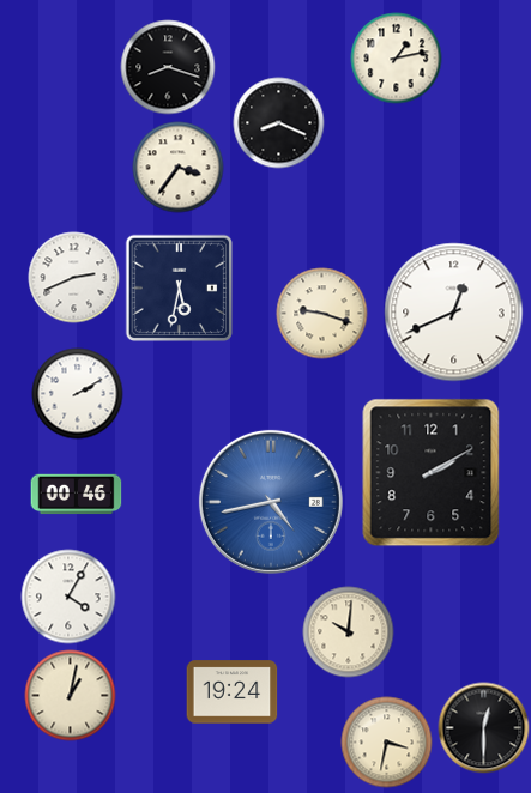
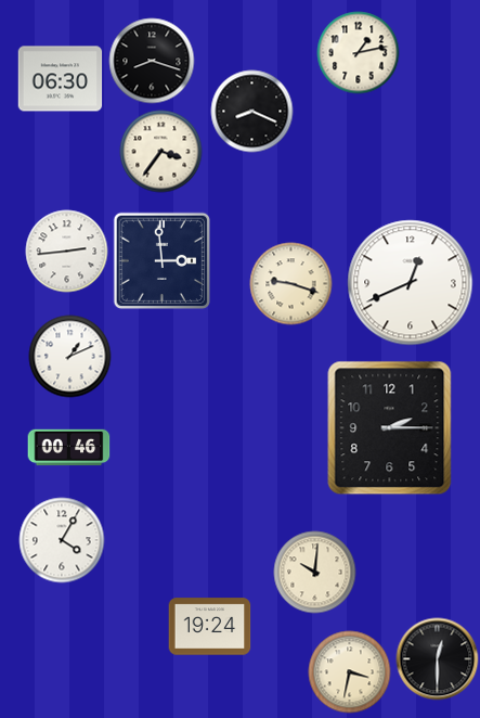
clock at (61, 79): none -> 06:30
clock at (74, 278): 2:41 -> 2:44
clock at (180, 289): 5:32 -> 2:59
clock at (78, 394): 2:10 -> 1:11
clock at (432, 473): 2:10 -> 2:15
clock at (271, 502): 4:43 -> none
clock at (71, 696): 1:02 -> none
